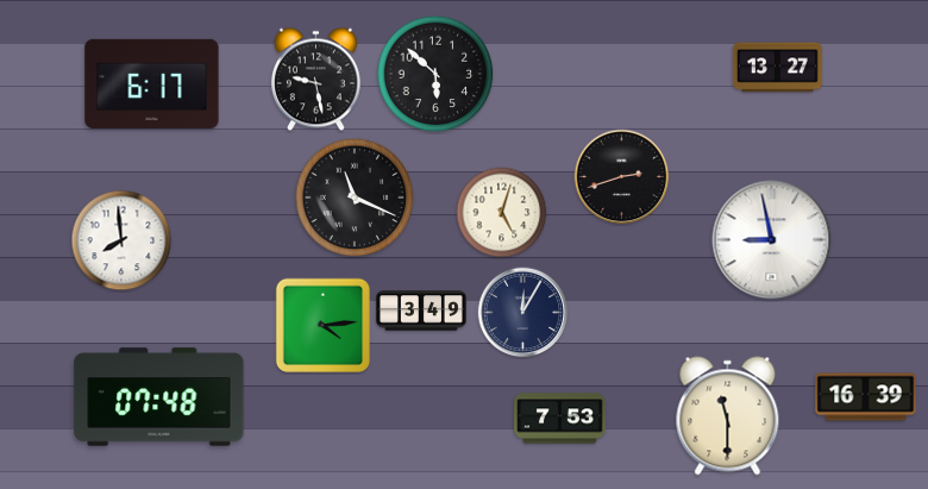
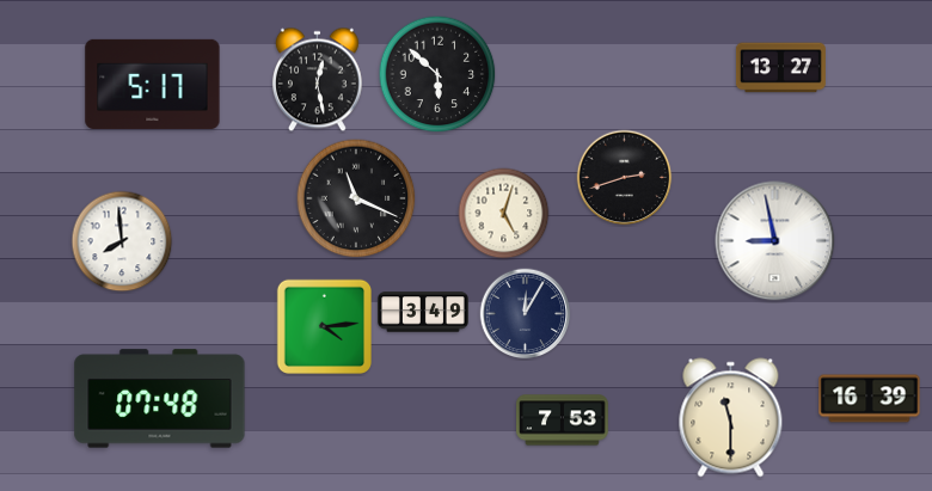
clock at (315, 80): 9:28 -> 12:28
clock at (152, 83): 6:17 -> 5:17
